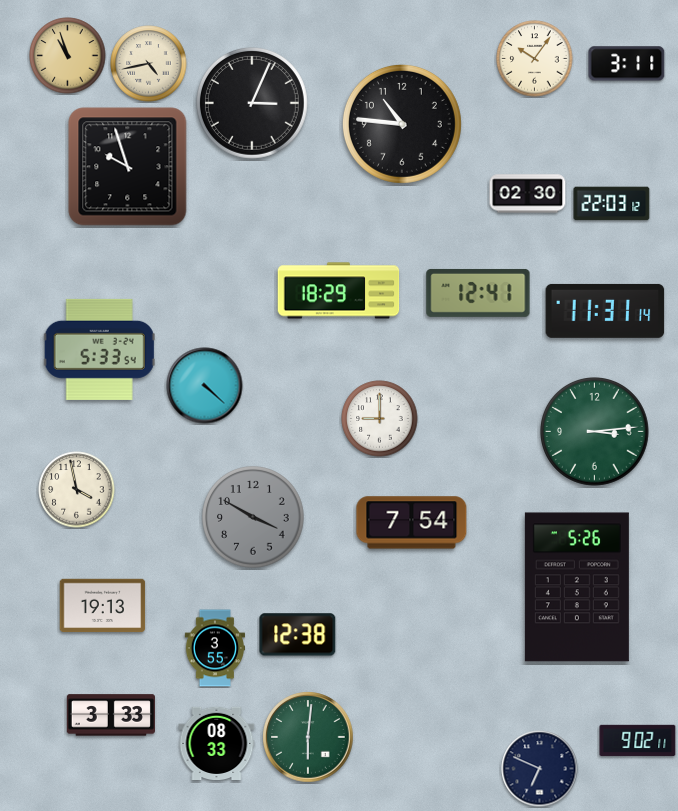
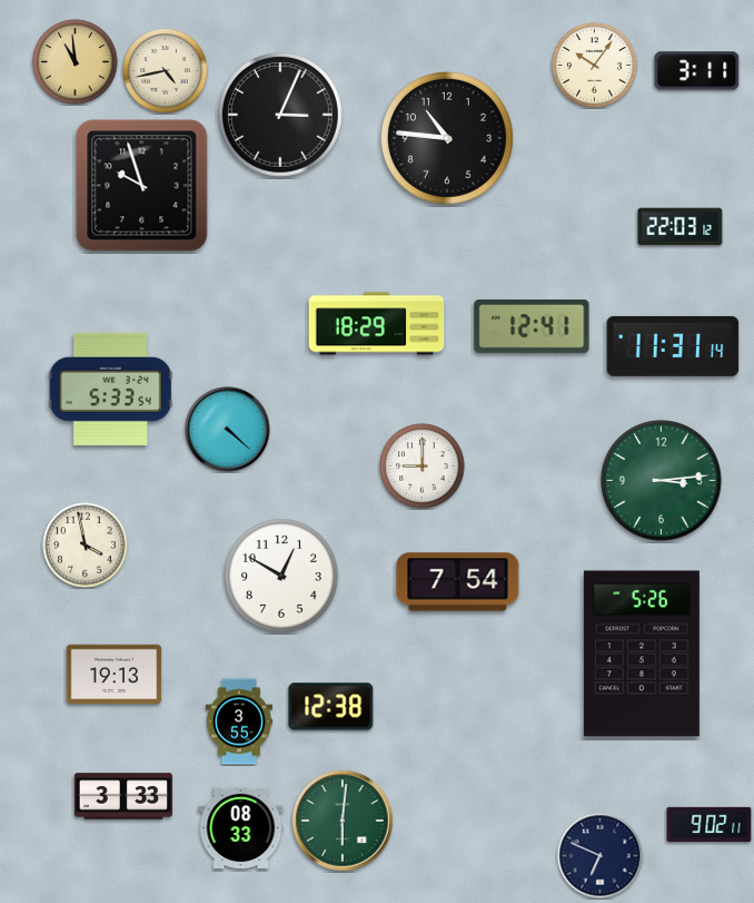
clock at (68, 56): 10:57 -> 10:59
clock at (528, 194): 02:30 -> none
clock at (253, 517): 3:50 -> 12:50
clock at (253, 517) dial: grey -> white
